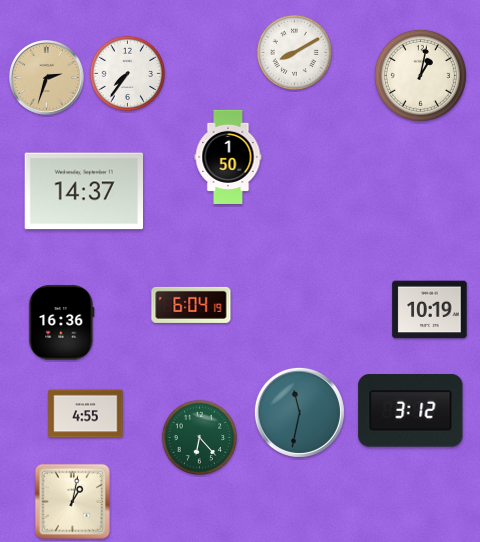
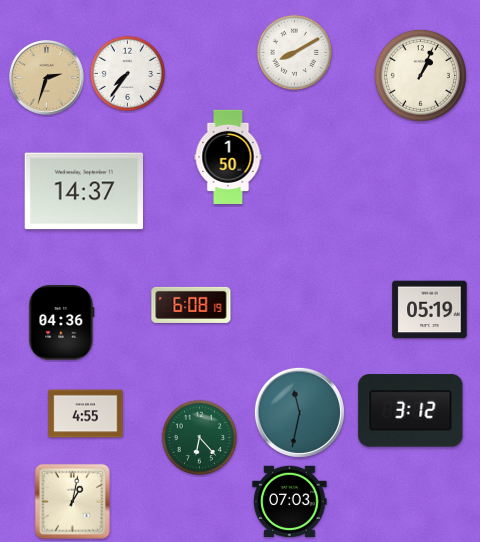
clock at (420, 75): 1:02 -> 1:04
clock at (191, 305): 6:04 -> 6:08
clock at (430, 310): 10:19 -> 05:19
clock at (62, 323): 16:36 -> 04:36
clock at (290, 501): none -> 07:03
